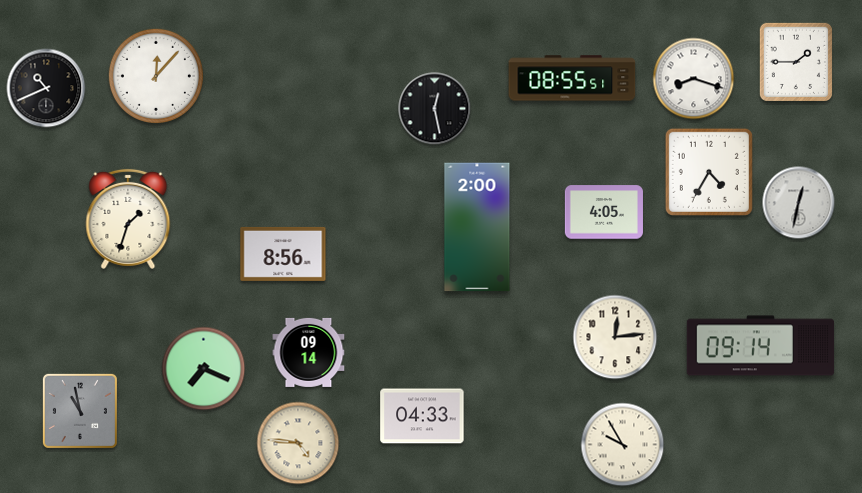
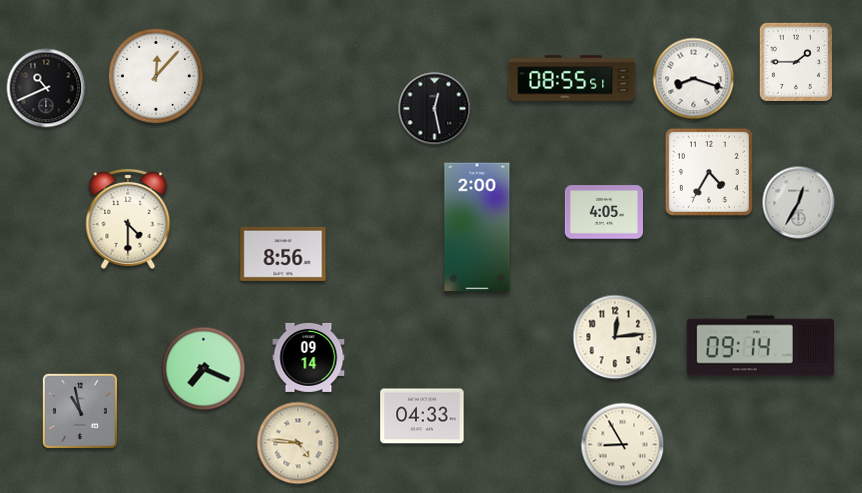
clock at (799, 203): 12:32 -> 12:35
clock at (128, 219): 1:33 -> 4:30
clock at (309, 352) position: (309, 352) -> (309, 357)
clock at (623, 445): 9:55 -> 8:55
